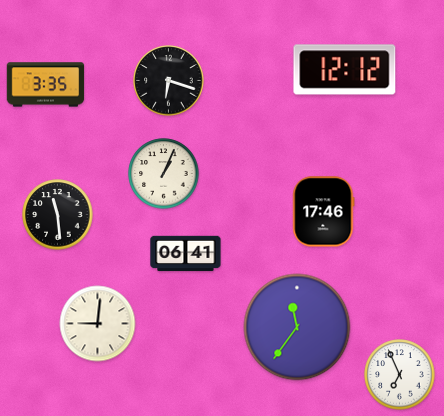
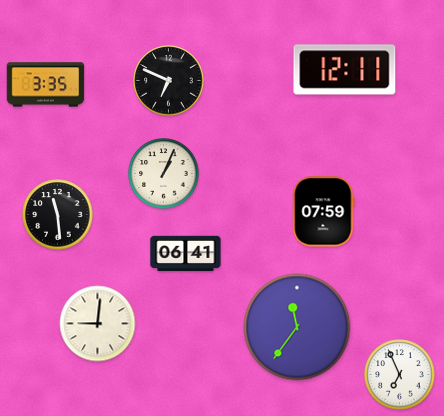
clock at (345, 70): 12:12 -> 12:11
clock at (169, 81): 6:18 -> 6:49
clock at (324, 212): 17:46 -> 07:59
